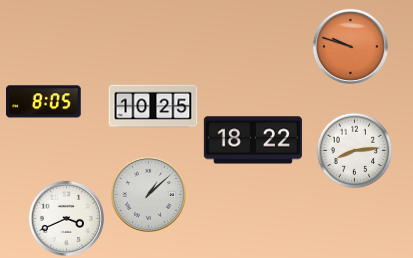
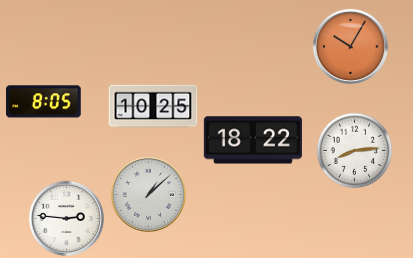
clock at (350, 46): 9:48 -> 10:05
clock at (66, 218): 3:41 -> 2:46
